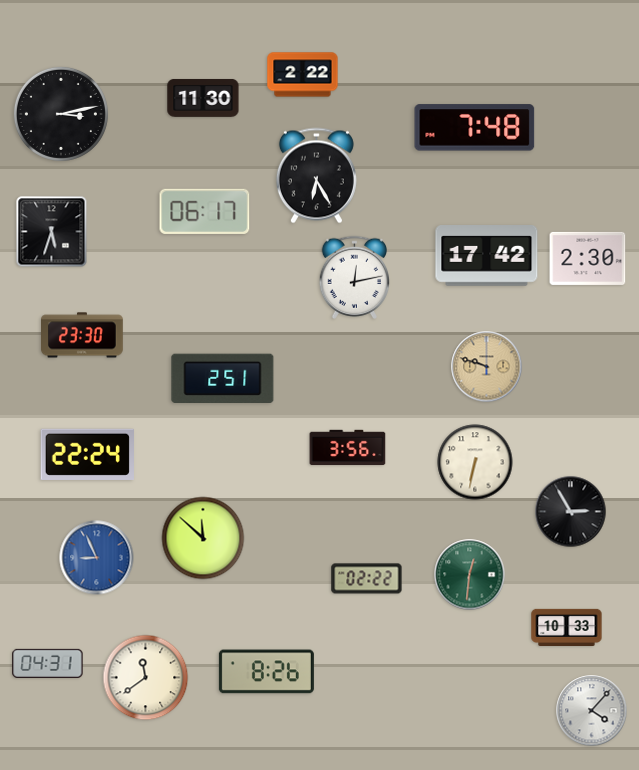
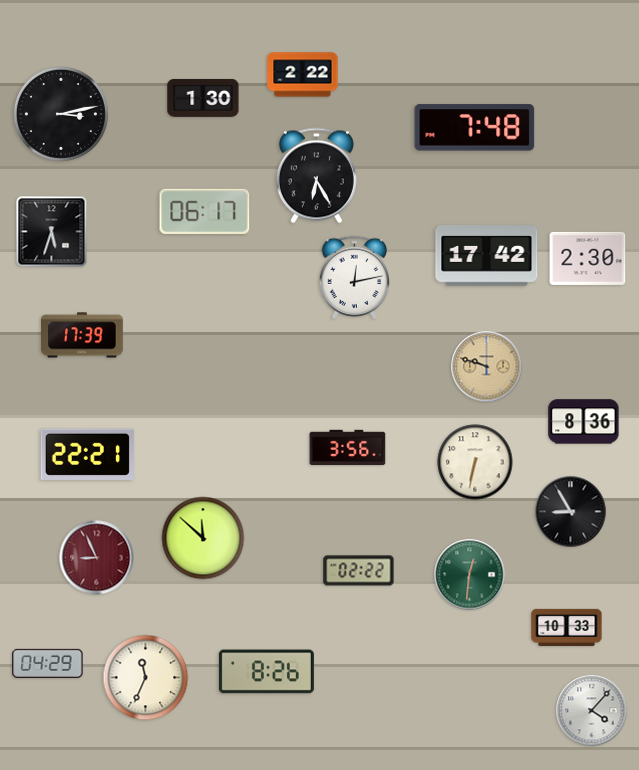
clock at (203, 98): 11:30 -> 1:30
clock at (83, 335): 23:30 -> 17:39
clock at (223, 379): 2:51 -> none
clock at (584, 422): none -> 8:36
clock at (87, 454): 22:24 -> 22:21
clock at (571, 512): 2:55 -> 8:55
clock at (97, 558) dial: blue -> burgundy
clock at (367, 579) position: (367, 579) -> (359, 571)
clock at (48, 663): 04:31 -> 04:29
clock at (146, 678): 11:39 -> 11:34
